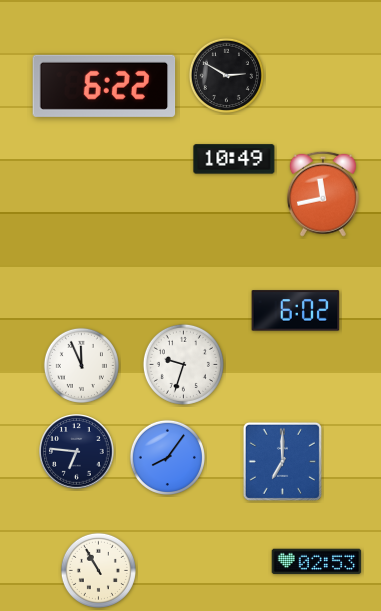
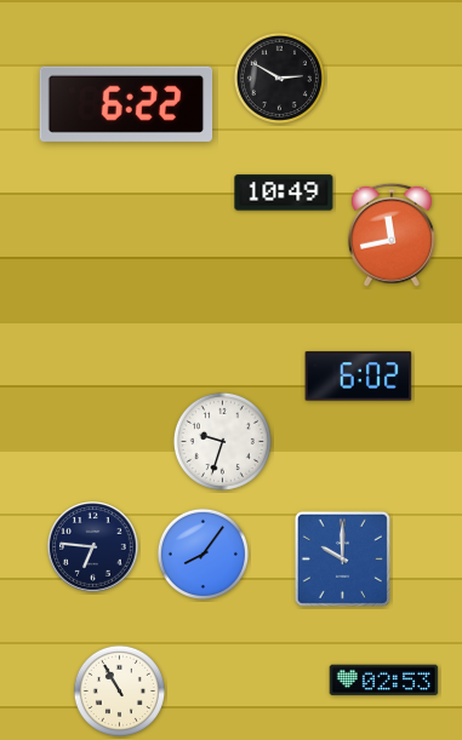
clock at (226, 75) position: (226, 75) -> (279, 78)
clock at (81, 365): 11:56 -> none
clock at (282, 461): 7:00 -> 10:00
